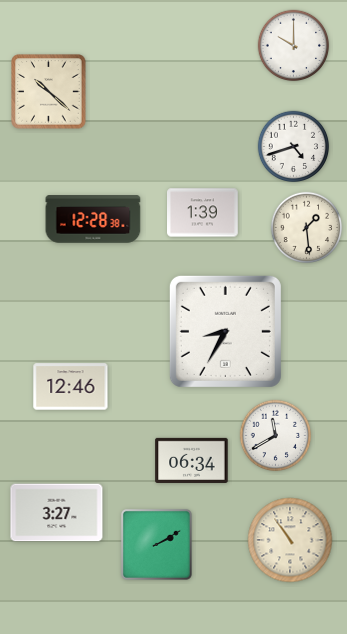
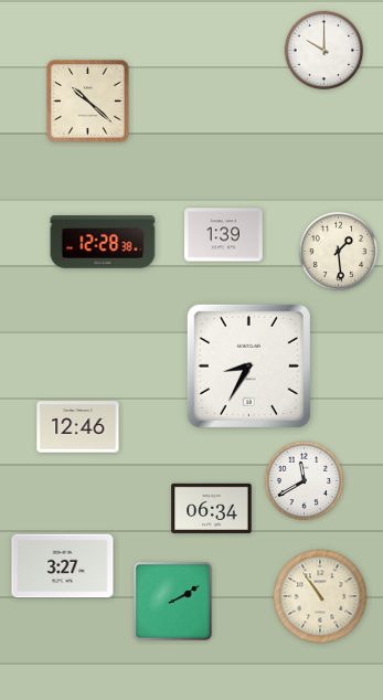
clock at (49, 92) position: (49, 92) -> (88, 102)
clock at (294, 147): 4:42 -> none
